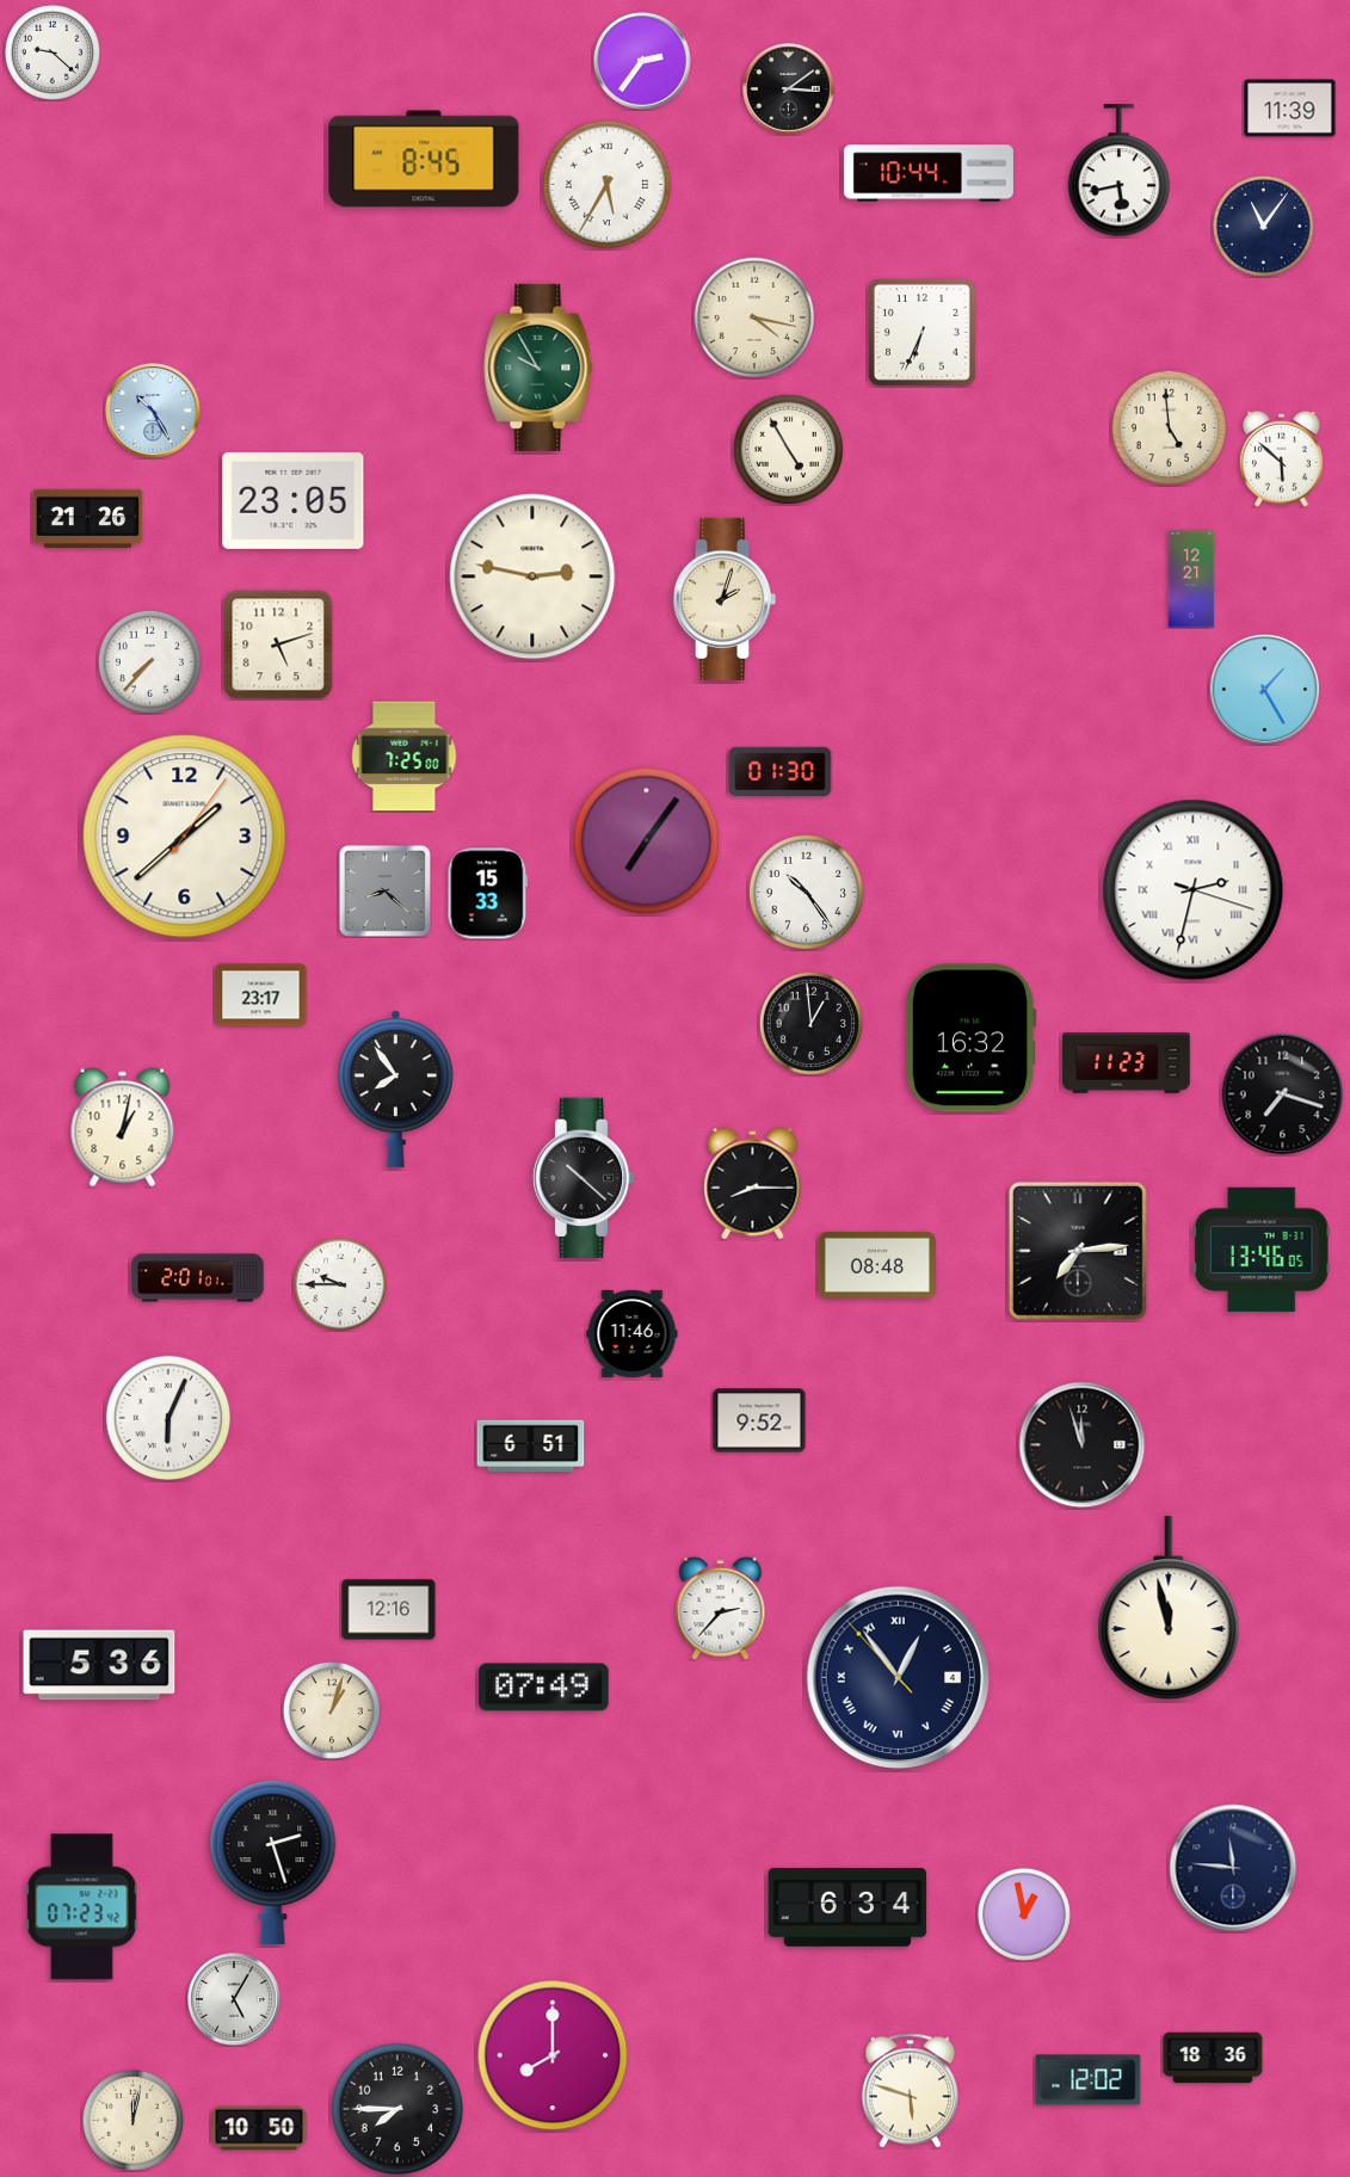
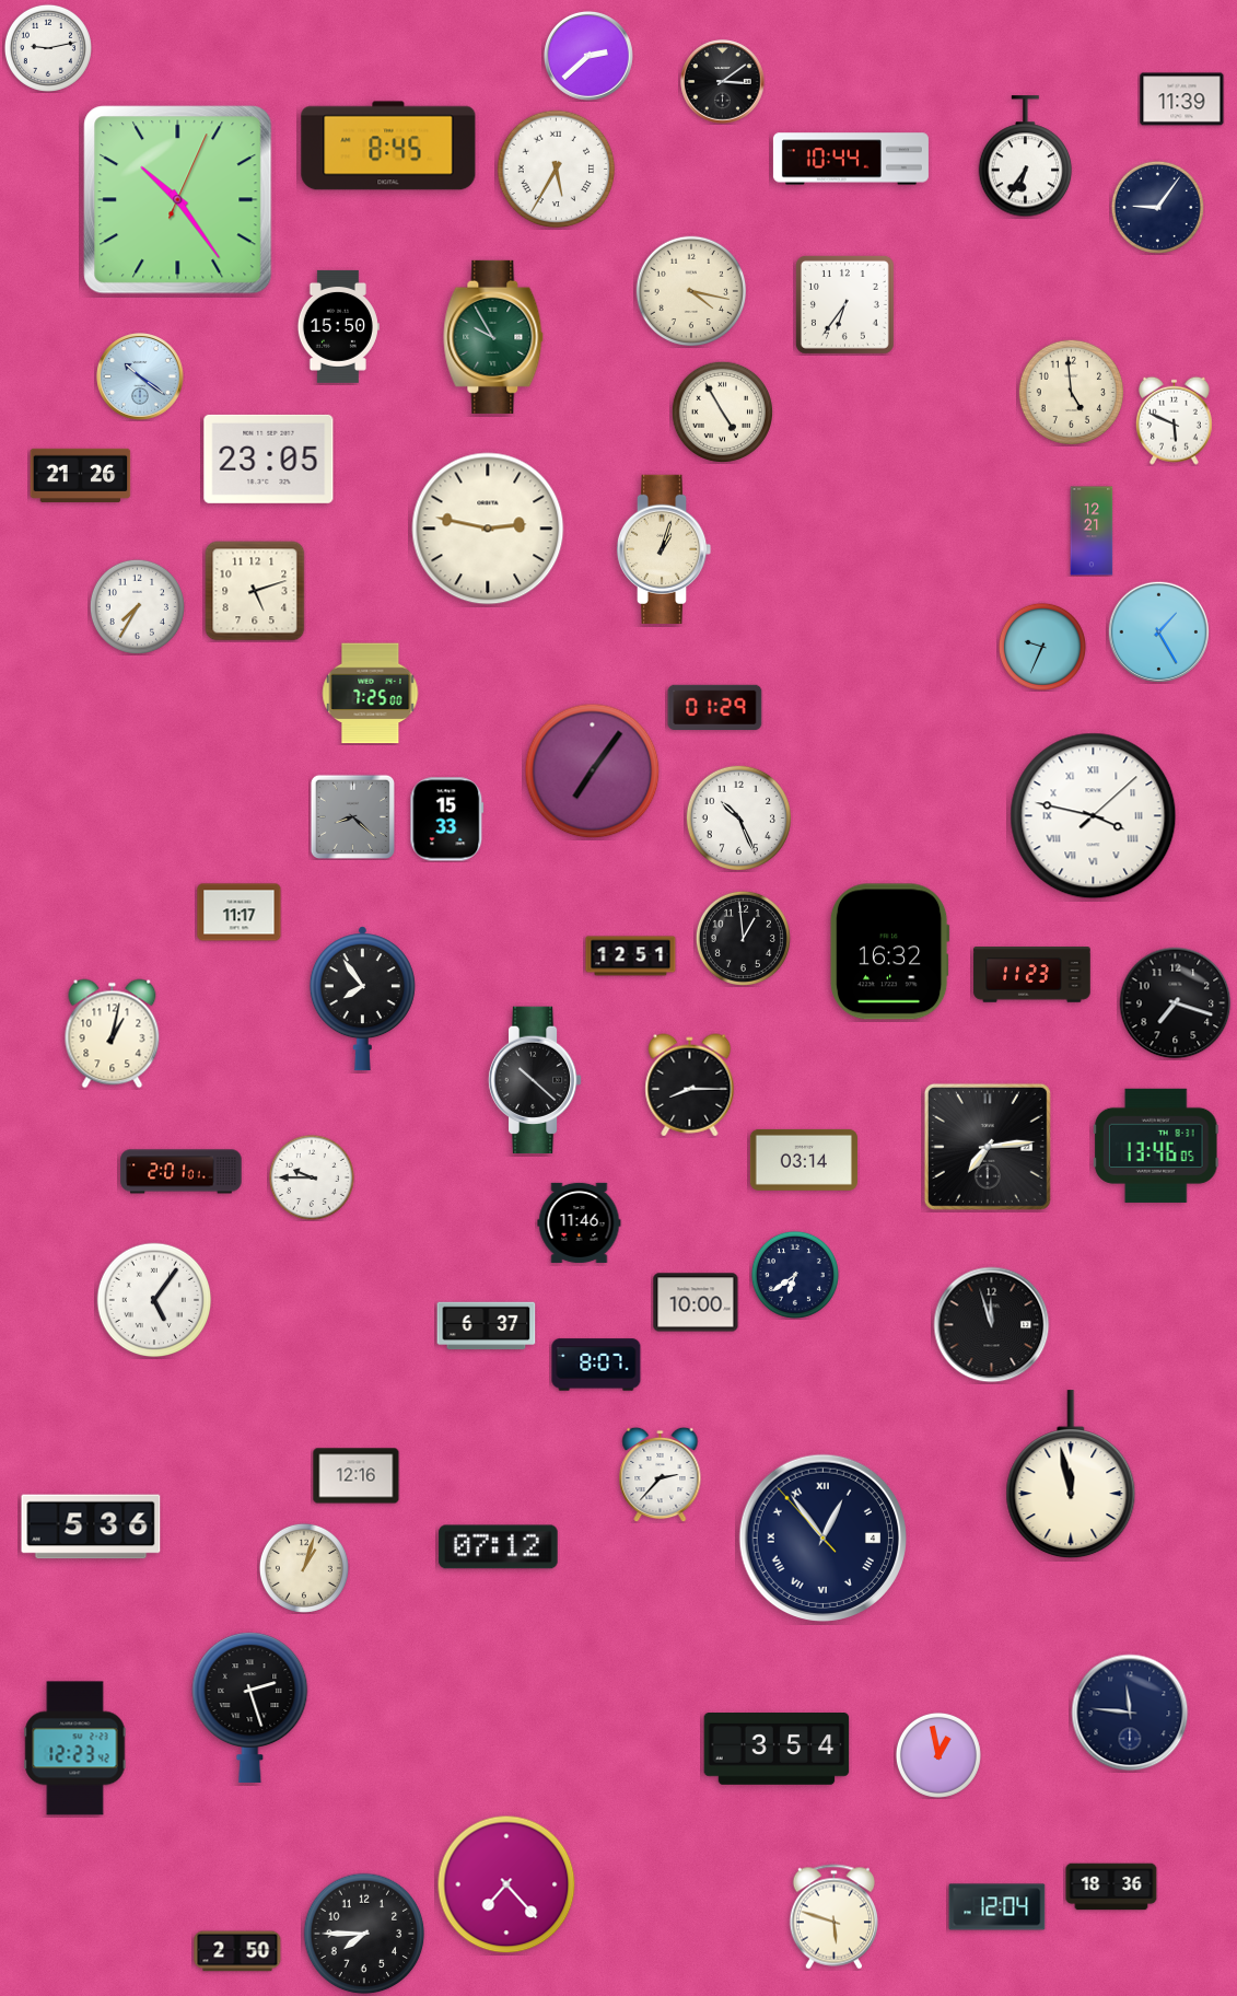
clock at (53, 53): 9:22 -> 9:13
clock at (642, 61): 2:36 -> 2:38
clock at (1120, 171): 5:43 -> 6:36
clock at (178, 200): none -> 10:24
clock at (1263, 226): 11:06 -> 9:06
clock at (921, 332): 6:34 -> 6:36
clock at (338, 326): none -> 15:50
clock at (154, 412): 10:25 -> 10:21
clock at (1281, 458): 5:52 -> 5:49
clock at (725, 598): 2:03 -> 1:03
clock at (149, 661): 7:37 -> 7:35
clock at (1042, 647): none -> 9:34
clock at (781, 771): 01:30 -> 01:29
clock at (185, 837): 1:38 -> none
clock at (1194, 890): 2:32 -> 3:47
clock at (806, 892): 10:24 -> 10:26
clock at (261, 995): 23:17 -> 11:17
clock at (631, 956): none -> 12:51
clock at (877, 1265): 08:48 -> 03:14
clock at (795, 1275): none -> 6:39
clock at (168, 1418): 6:04 -> 5:06
clock at (759, 1420): 9:52 -> 10:00
clock at (531, 1447): 6:51 -> 6:37
clock at (596, 1365): none -> 8:07
clock at (544, 1688): 07:49 -> 07:12
clock at (82, 1907): 07:23 -> 12:23
clock at (847, 1908): 6:34 -> 3:54
clock at (234, 1999): 5:05 -> none
clock at (553, 2055): 8:00 -> 7:23
clock at (1089, 2080): 12:02 -> 12:04
clock at (132, 2120): 12:02 -> none
clock at (259, 2128): 10:50 -> 2:50
